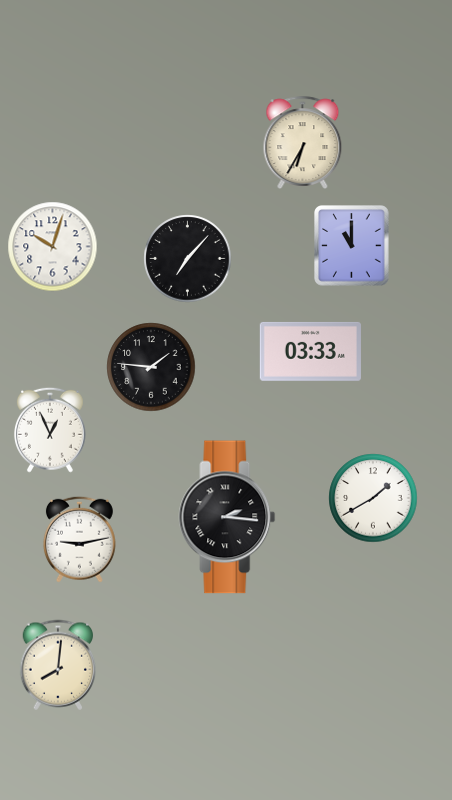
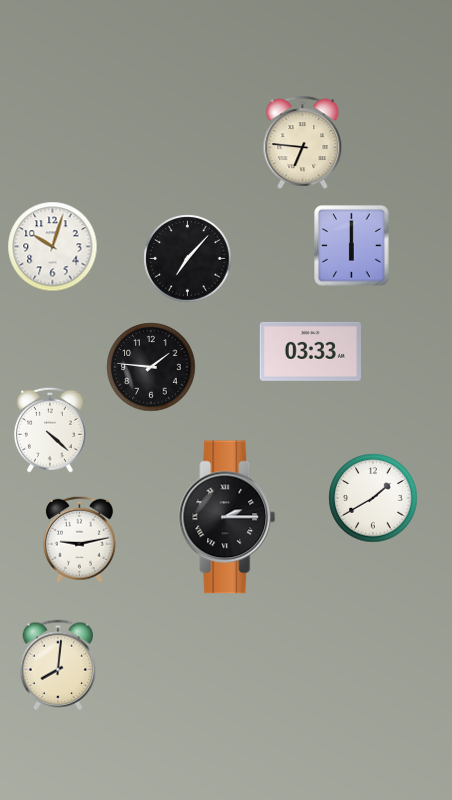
clock at (303, 142): 6:35 -> 6:46
clock at (352, 246): 11:00 -> 6:00
clock at (50, 430): 12:56 -> 4:22
clock at (227, 517): 2:16 -> 2:15
